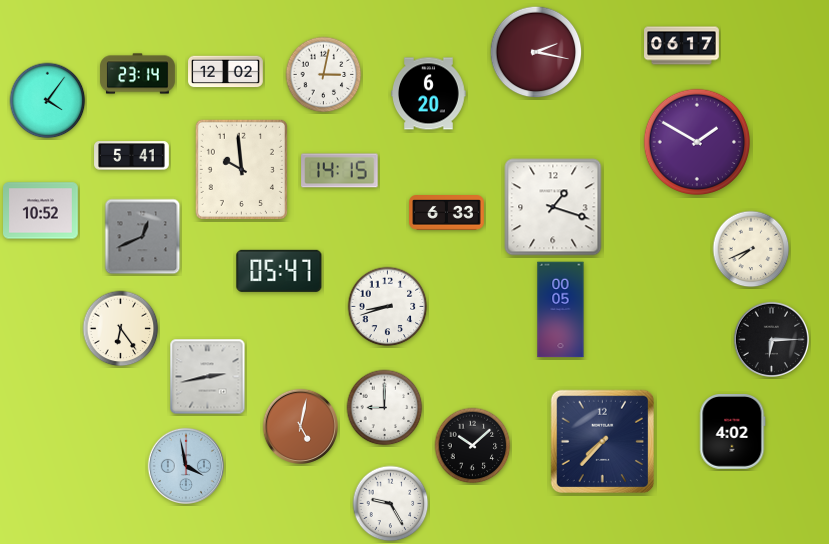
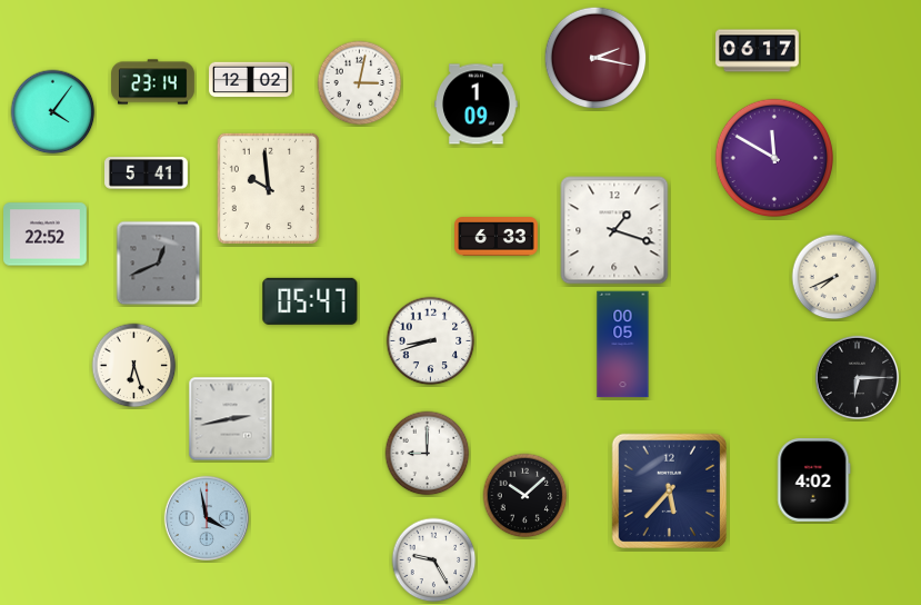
clock at (429, 94): 6:20 -> 1:09
clock at (696, 141): 1:50 -> 11:50
clock at (340, 171): 14:15 -> none
clock at (41, 211): 10:52 -> 22:52
clock at (121, 329): 6:24 -> 6:27
clock at (300, 426): 5:02 -> none
clock at (602, 441): 7:37 -> 5:37
